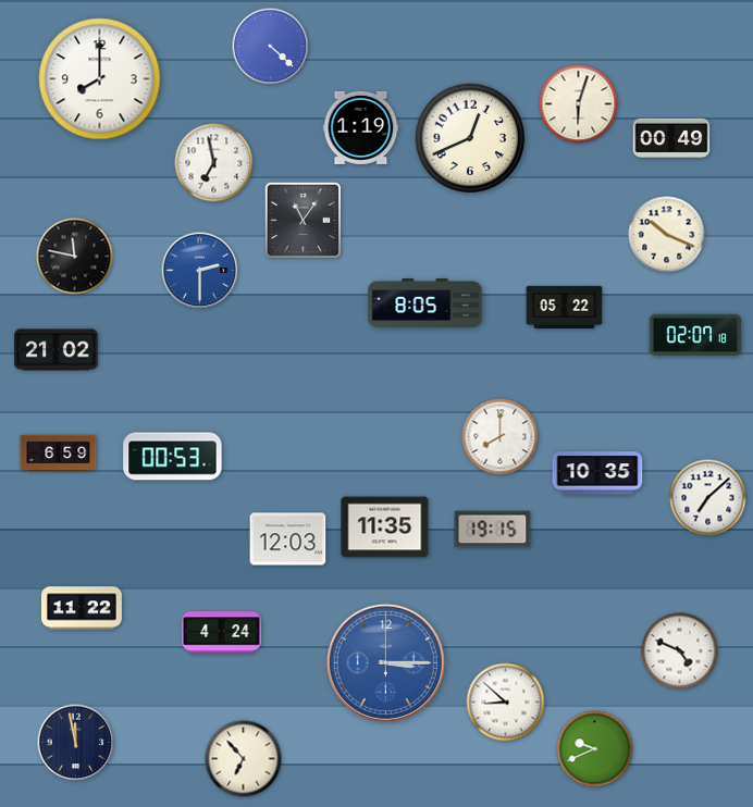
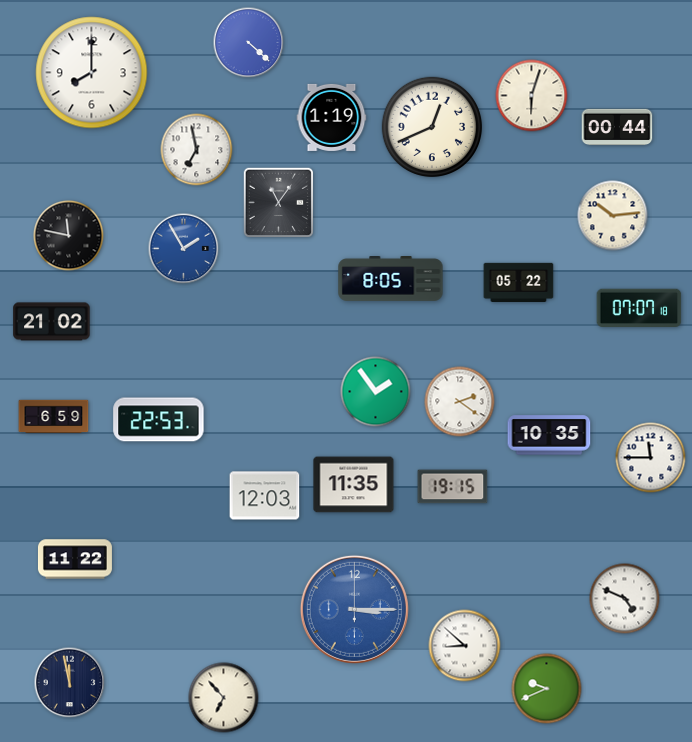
clock at (671, 138): 00:49 -> 00:44
clock at (667, 235): 10:19 -> 10:14
clock at (200, 271): 2:30 -> 1:55
clock at (695, 335): 02:07 -> 07:07
clock at (376, 392): none -> 1:54
clock at (501, 437): 8:00 -> 2:21
clock at (173, 457): 00:53 -> 22:53
clock at (708, 498): 7:08 -> 11:45
clock at (221, 633): 4:24 -> none
